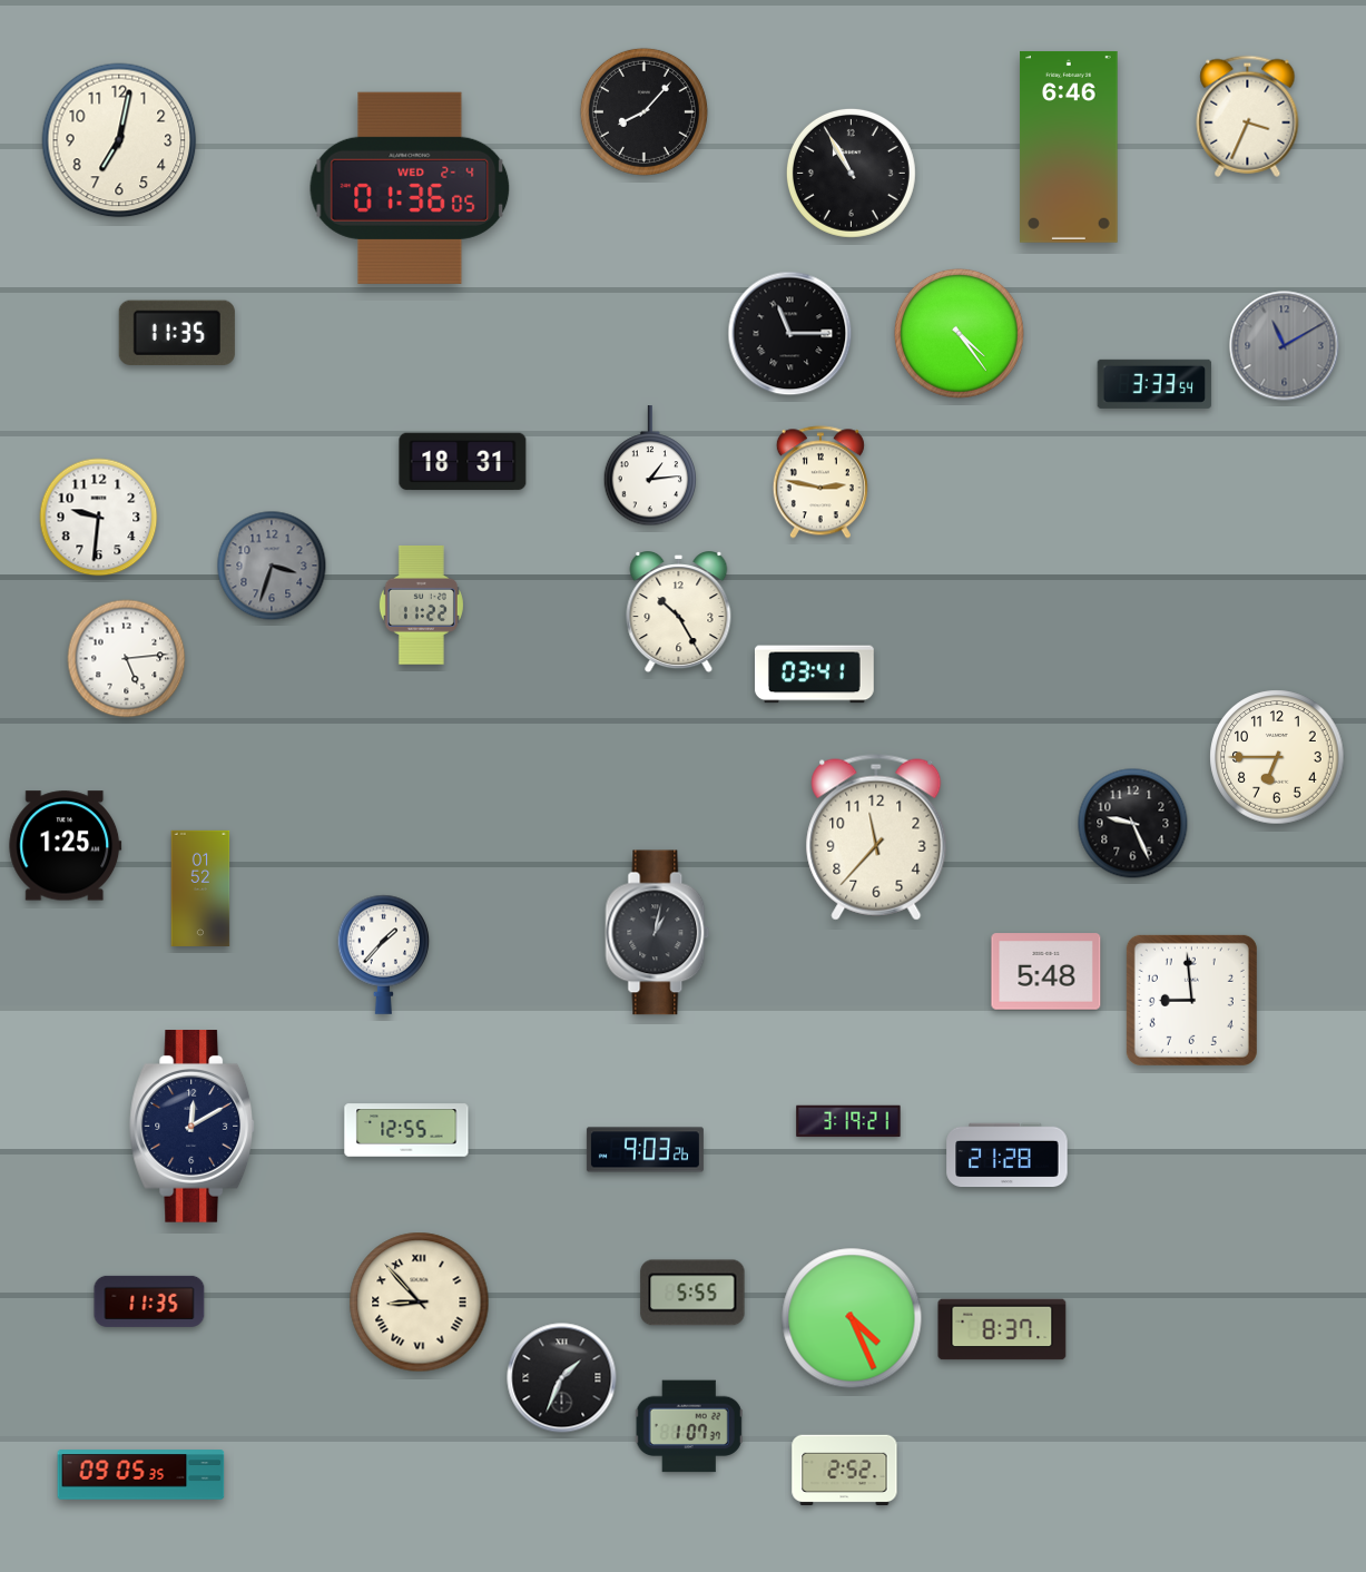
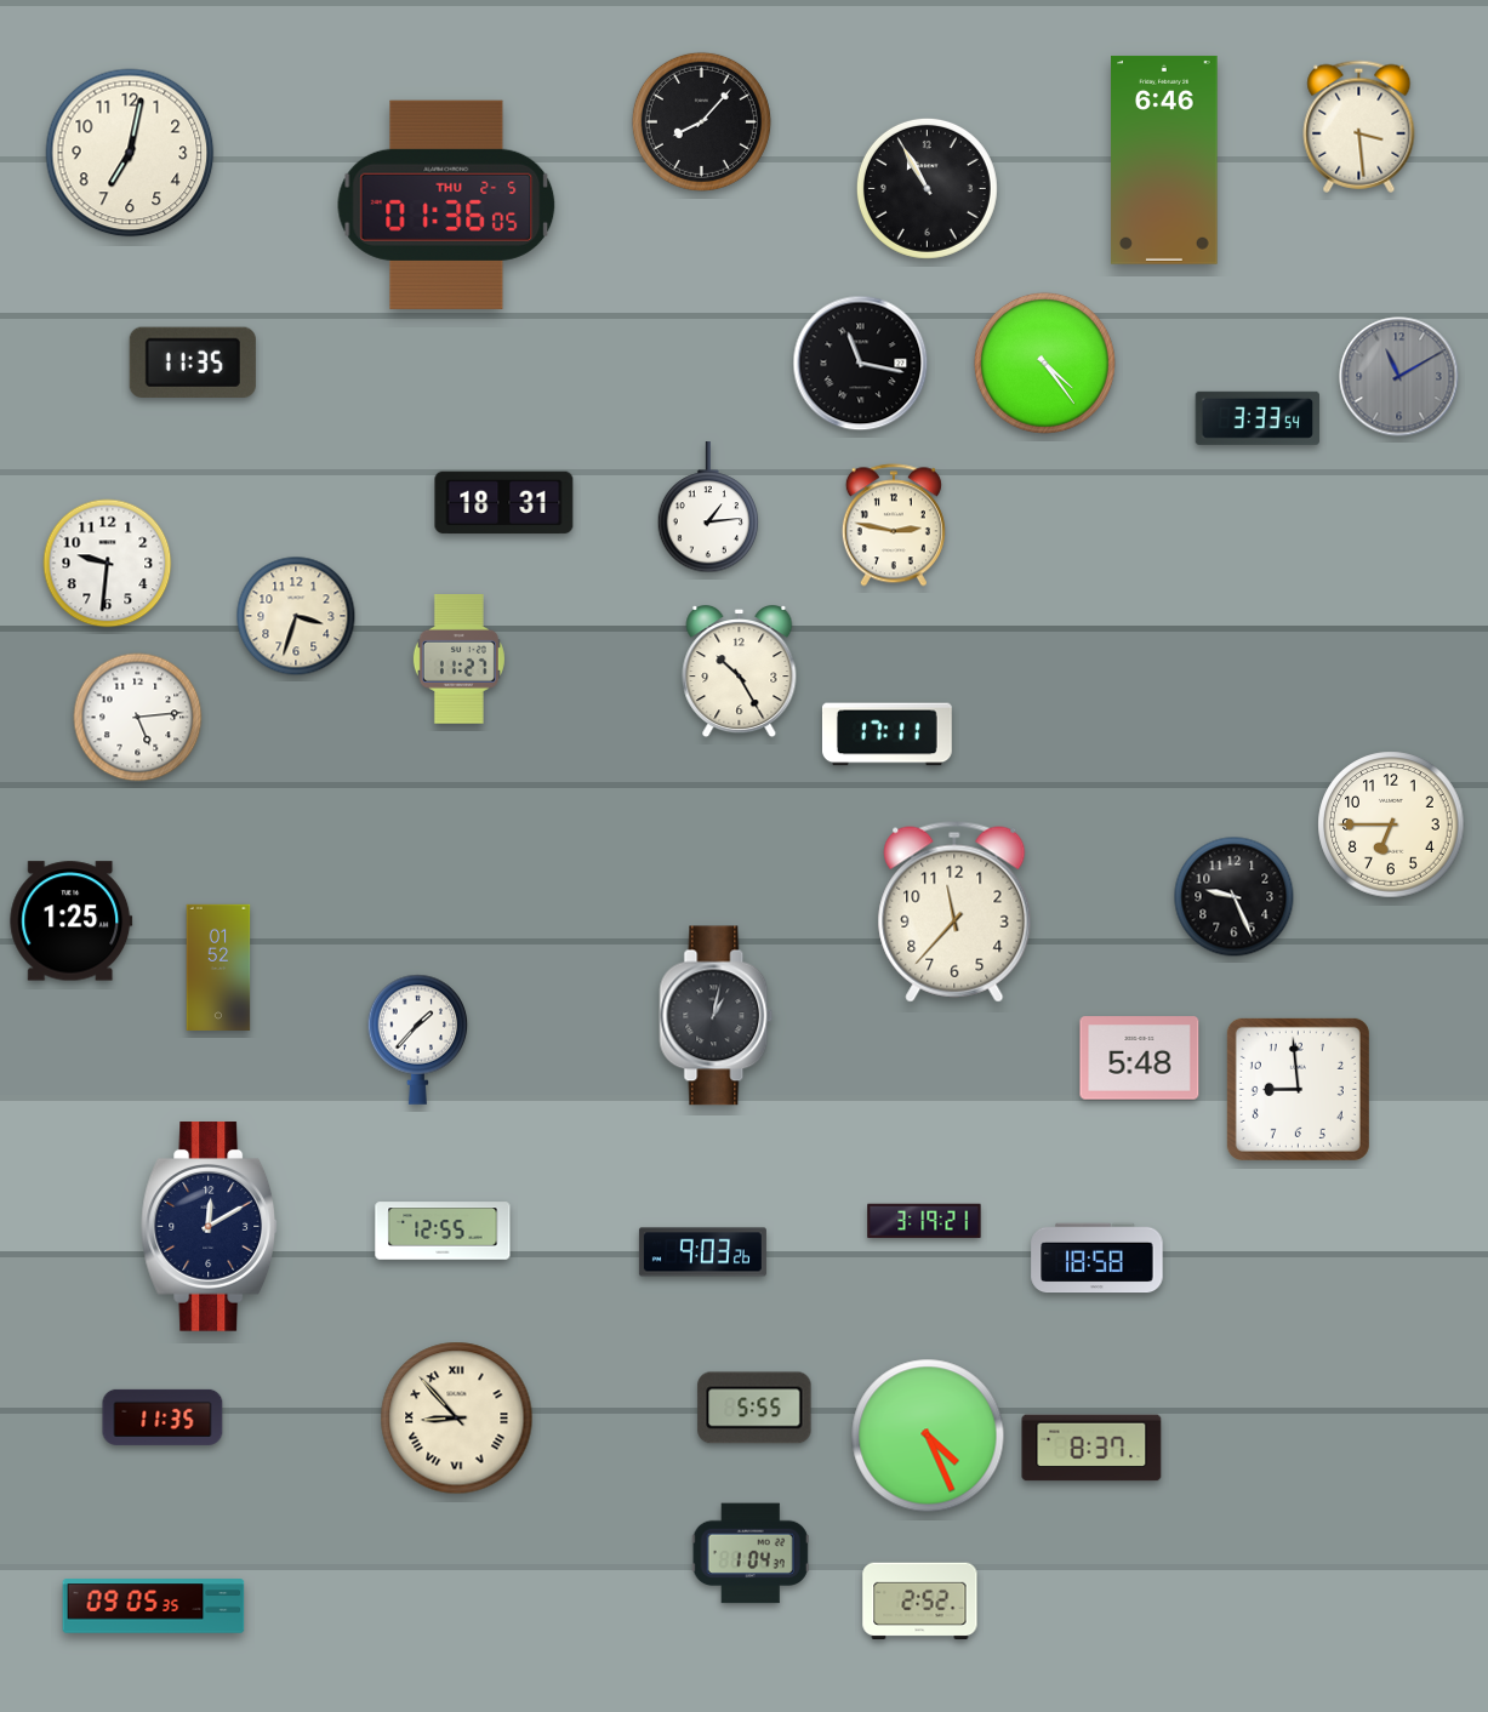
clock at (1248, 116): 3:34 -> 3:29
clock at (410, 188) date: WED 2-4 -> THU 2-5
clock at (790, 334): 11:15 -> 11:17
clock at (272, 566) dial: grey -> cream
clock at (421, 605): 11:22 -> 11:27
clock at (679, 613) position: (679, 613) -> (740, 673)
clock at (814, 675): 03:41 -> 17:11
clock at (1008, 1156): 21:28 -> 18:58
clock at (562, 1378): 1:34 -> none
clock at (689, 1426): 1:07 -> 1:04
